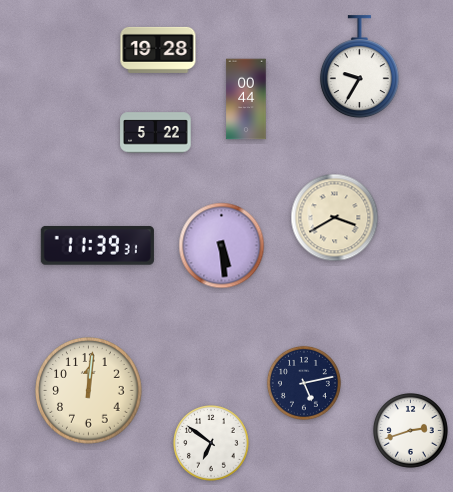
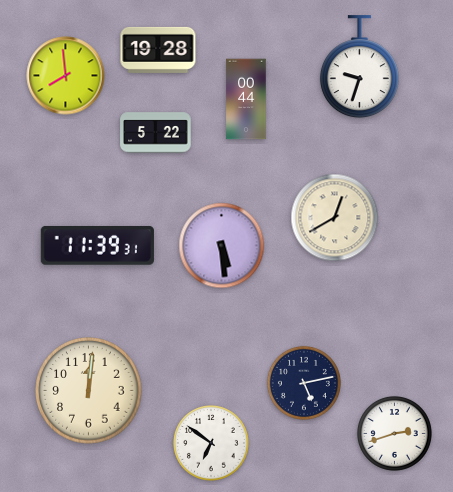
clock at (359, 67): 9:35 -> 9:33
clock at (66, 76): none -> 7:59
clock at (335, 218): 3:40 -> 12:40
clock at (410, 430) position: (410, 430) -> (394, 433)
